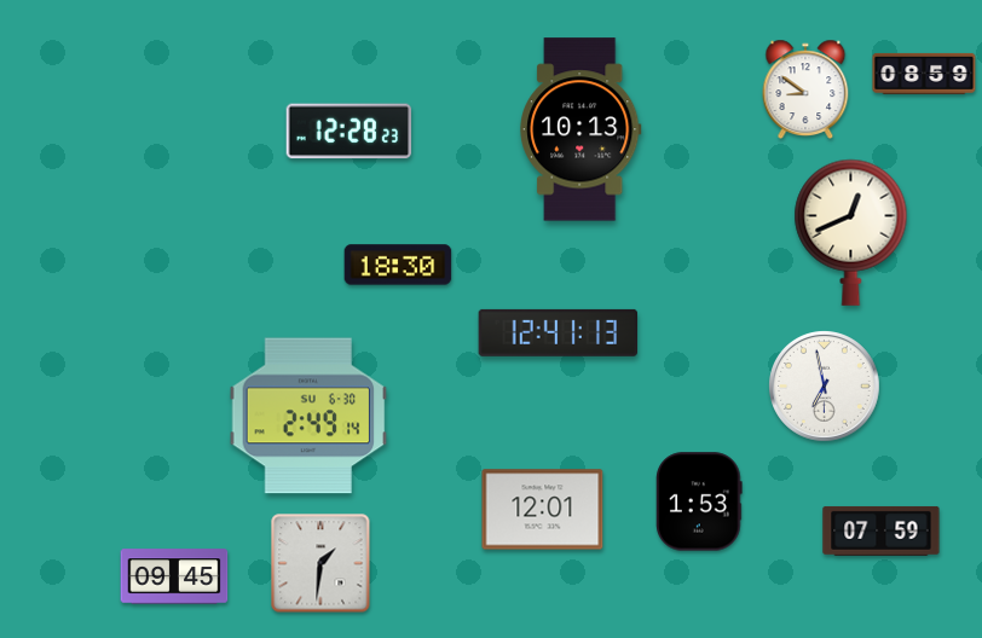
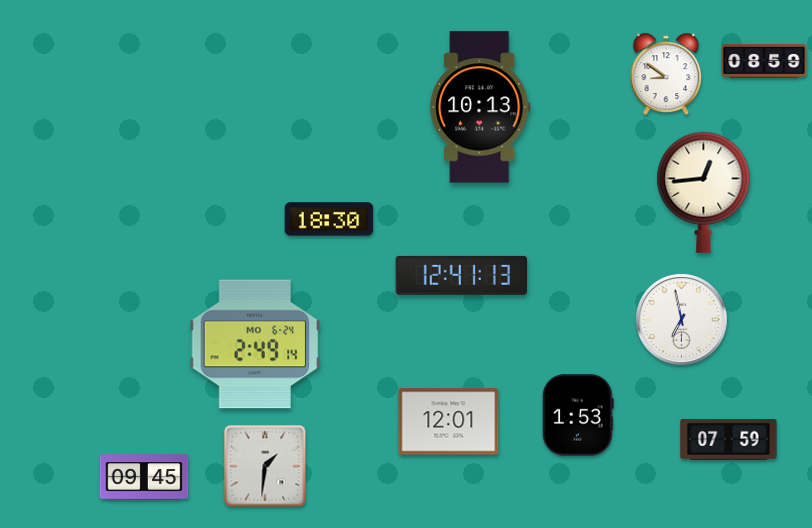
clock at (350, 132): 12:28 -> none
clock at (851, 232): 12:41 -> 12:44
clock at (308, 416) date: SU 6-30 -> MO 6-24
